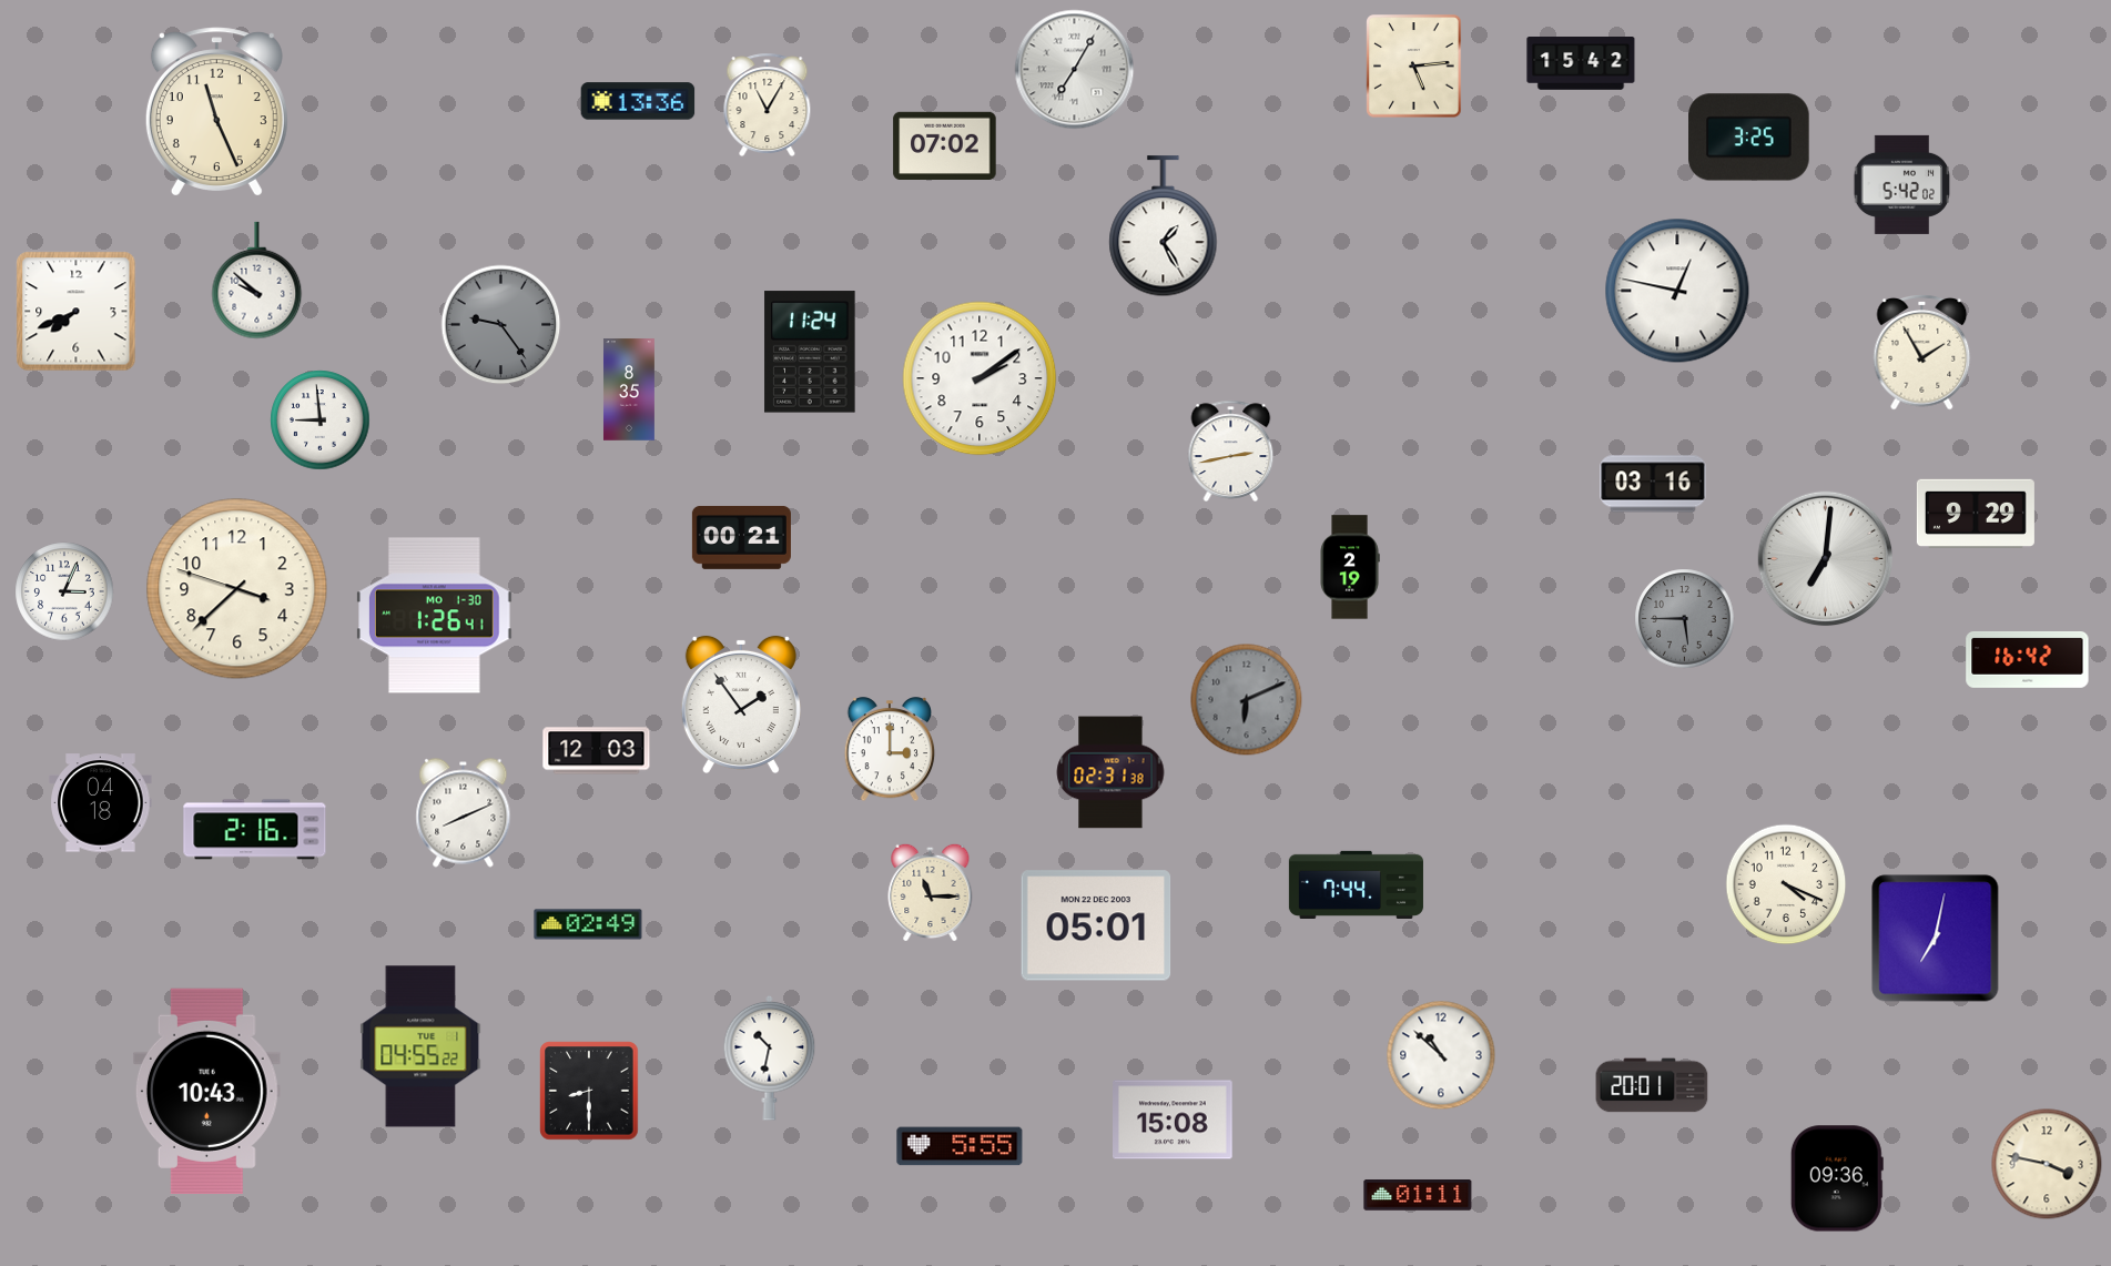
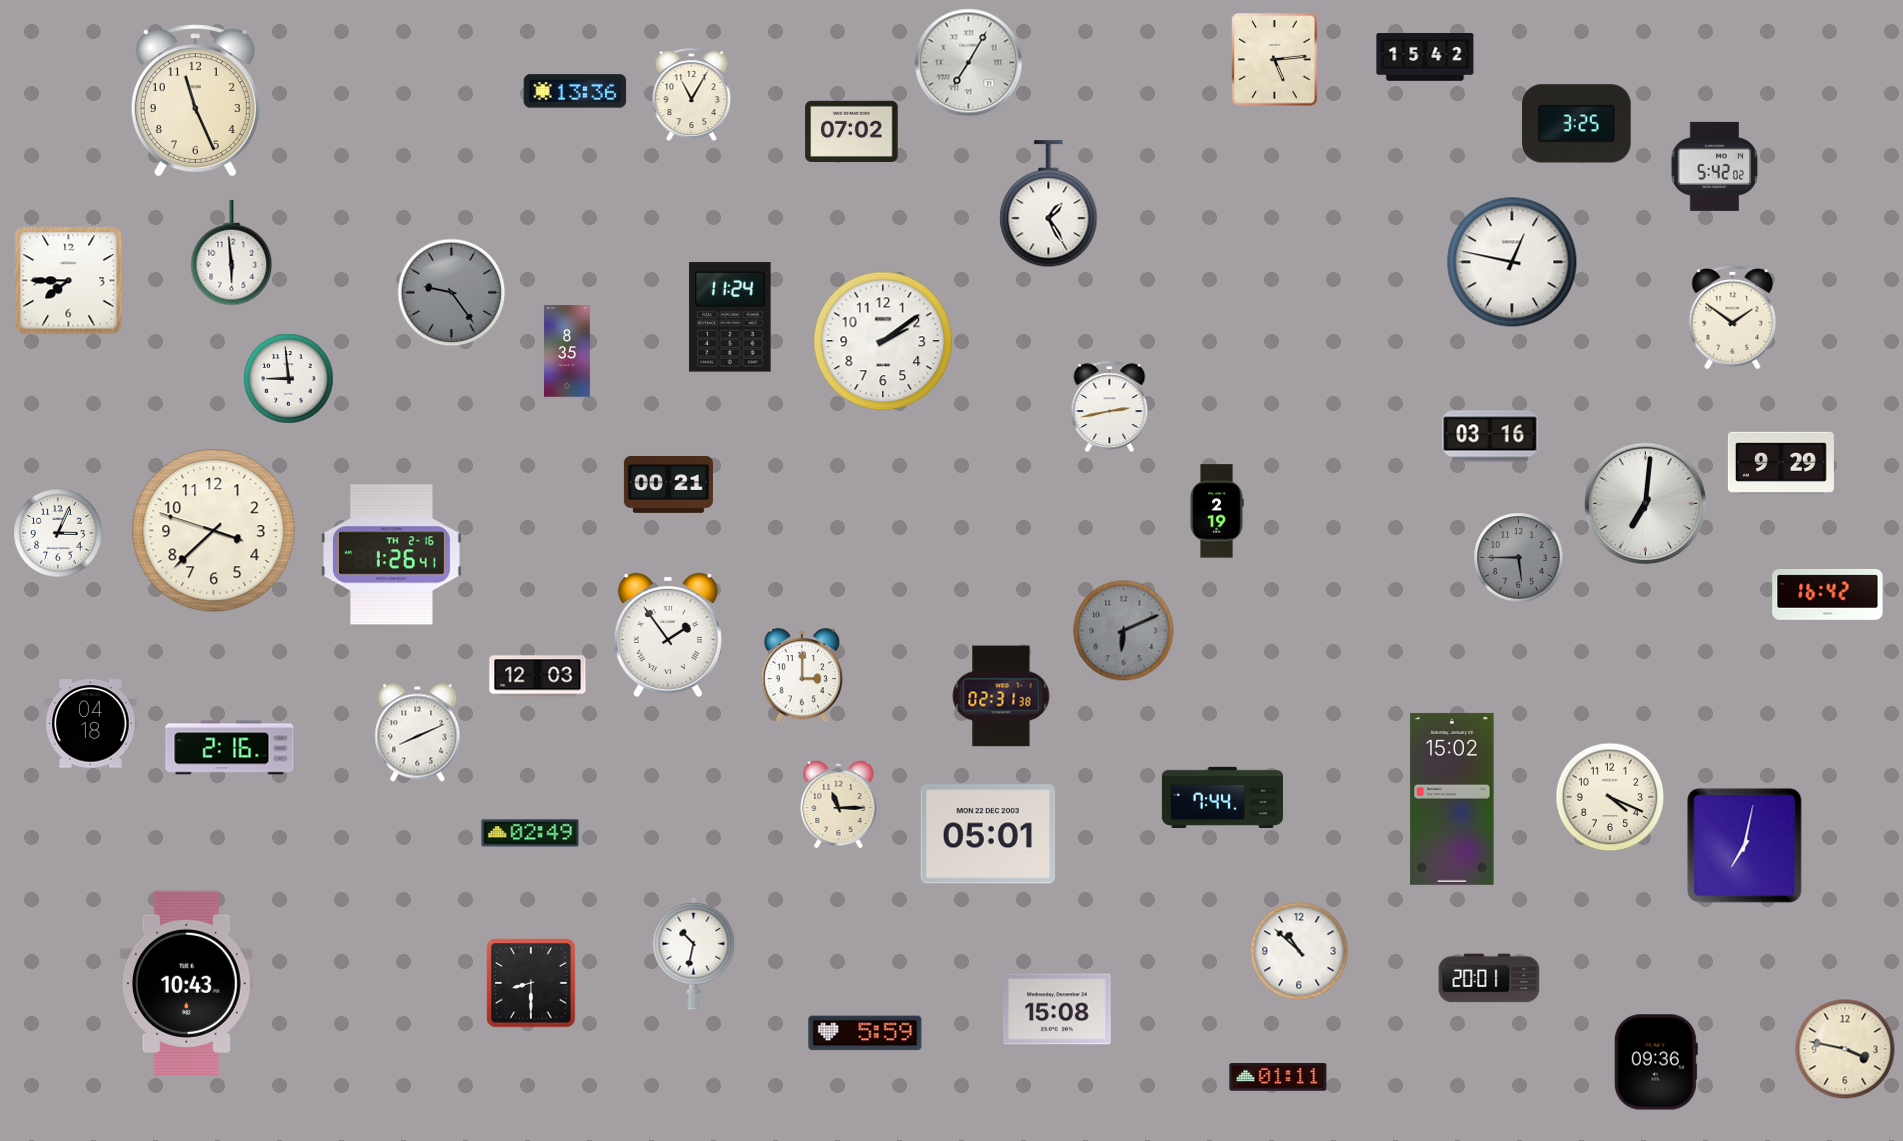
clock at (257, 281): 9:52 -> 5:59
clock at (77, 312): 7:41 -> 7:45
clock at (1922, 352): 1:55 -> 1:51
clock at (435, 616) date: MO 1-30 -> TH 2-16
clock at (1452, 799): none -> 15:02
clock at (420, 1046): 04:55 -> none
clock at (960, 1146): 5:55 -> 5:59
